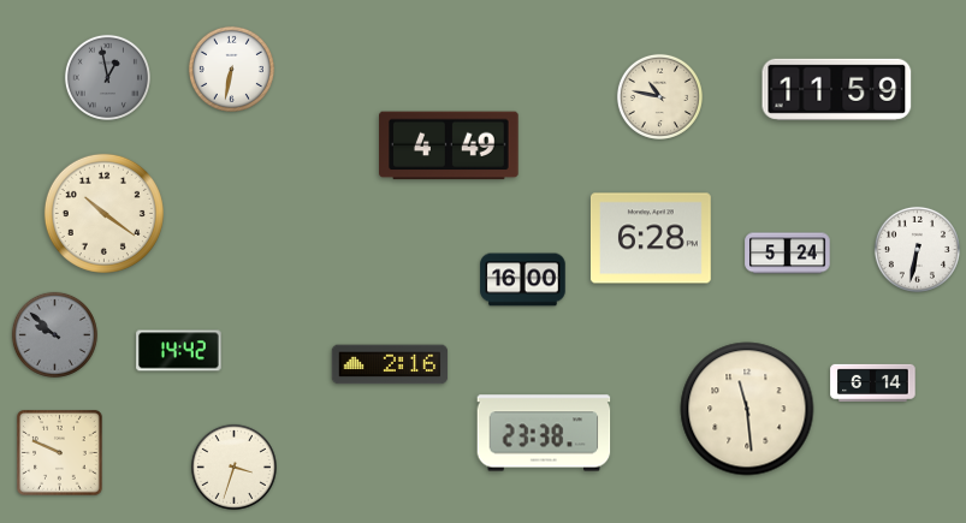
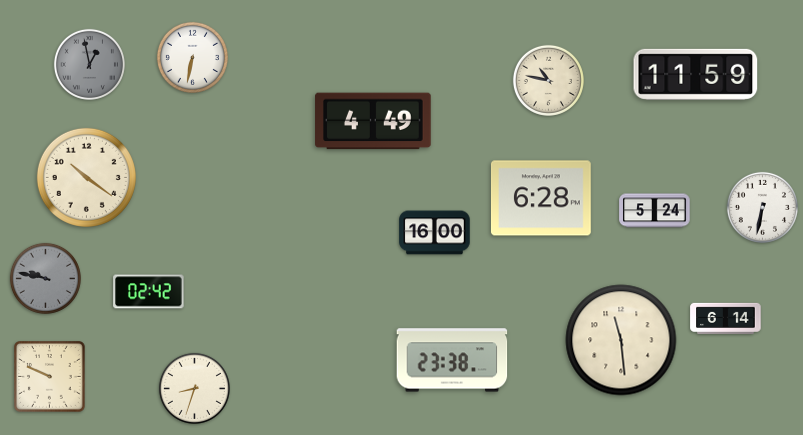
clock at (54, 334): 9:52 -> 9:47
clock at (179, 351): 14:42 -> 02:42
clock at (390, 364): 2:16 -> none
clock at (233, 466): 3:33 -> 8:33
